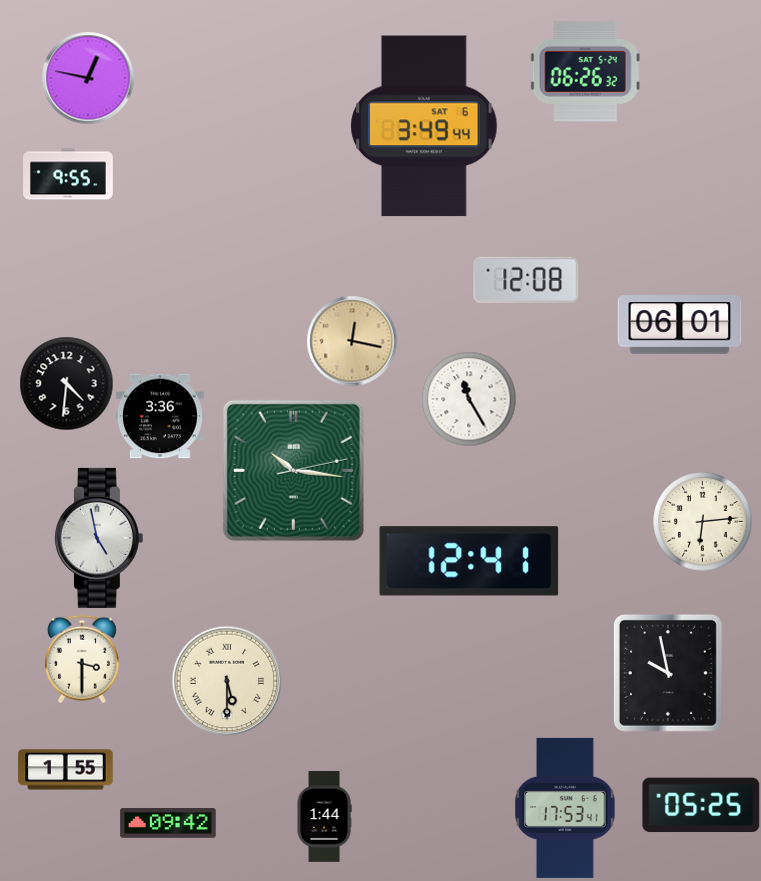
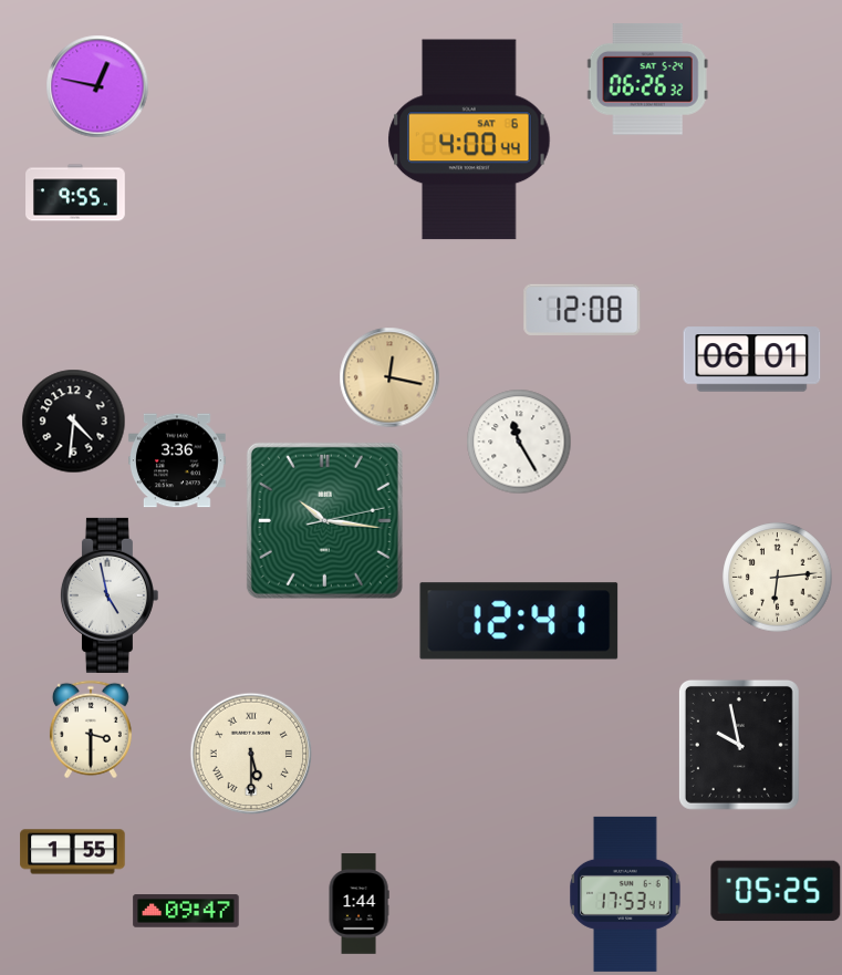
clock at (424, 126): 3:49 -> 4:00
clock at (66, 383) position: (66, 383) -> (73, 421)
clock at (168, 823): 09:42 -> 09:47
